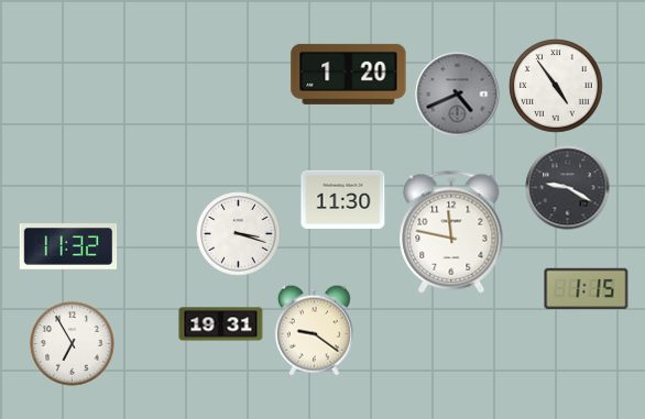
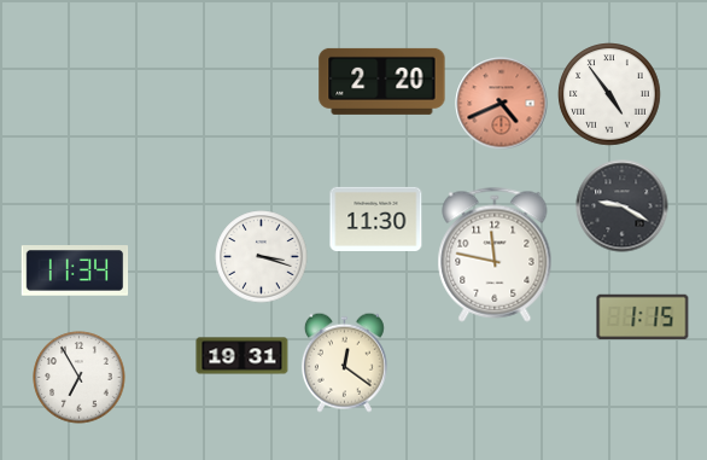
clock at (349, 74): 1:20 -> 2:20
clock at (458, 95) dial: grey -> salmon
clock at (68, 246): 11:32 -> 11:34
clock at (314, 330): 9:21 -> 12:21
